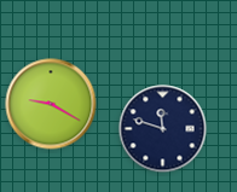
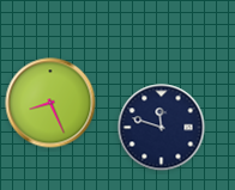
clock at (51, 104): 9:20 -> 8:26
